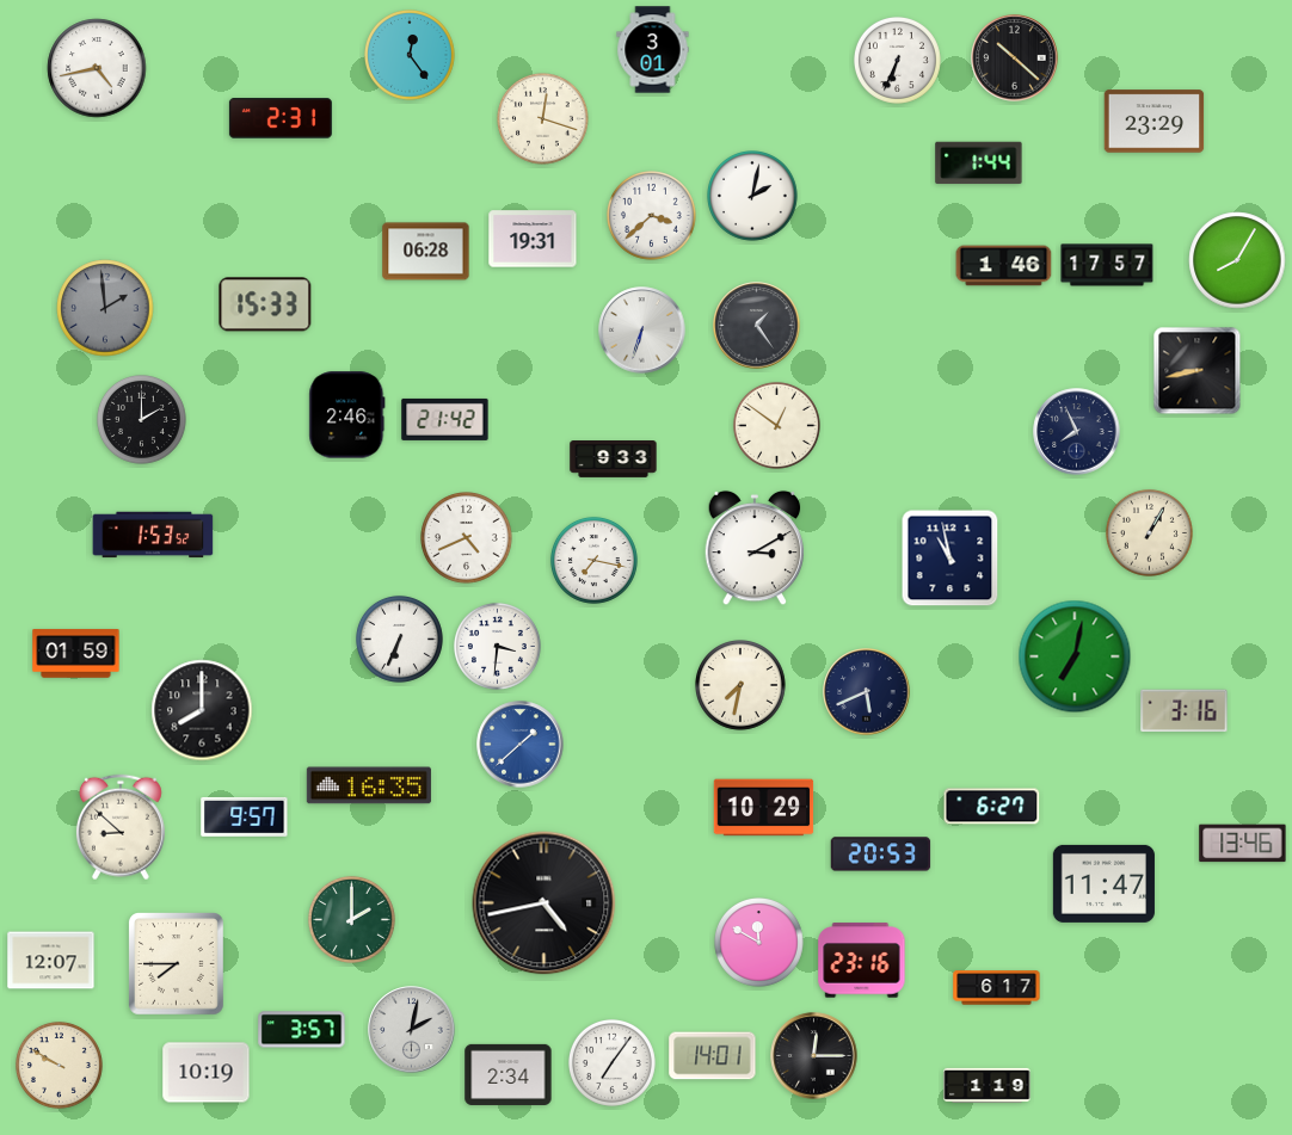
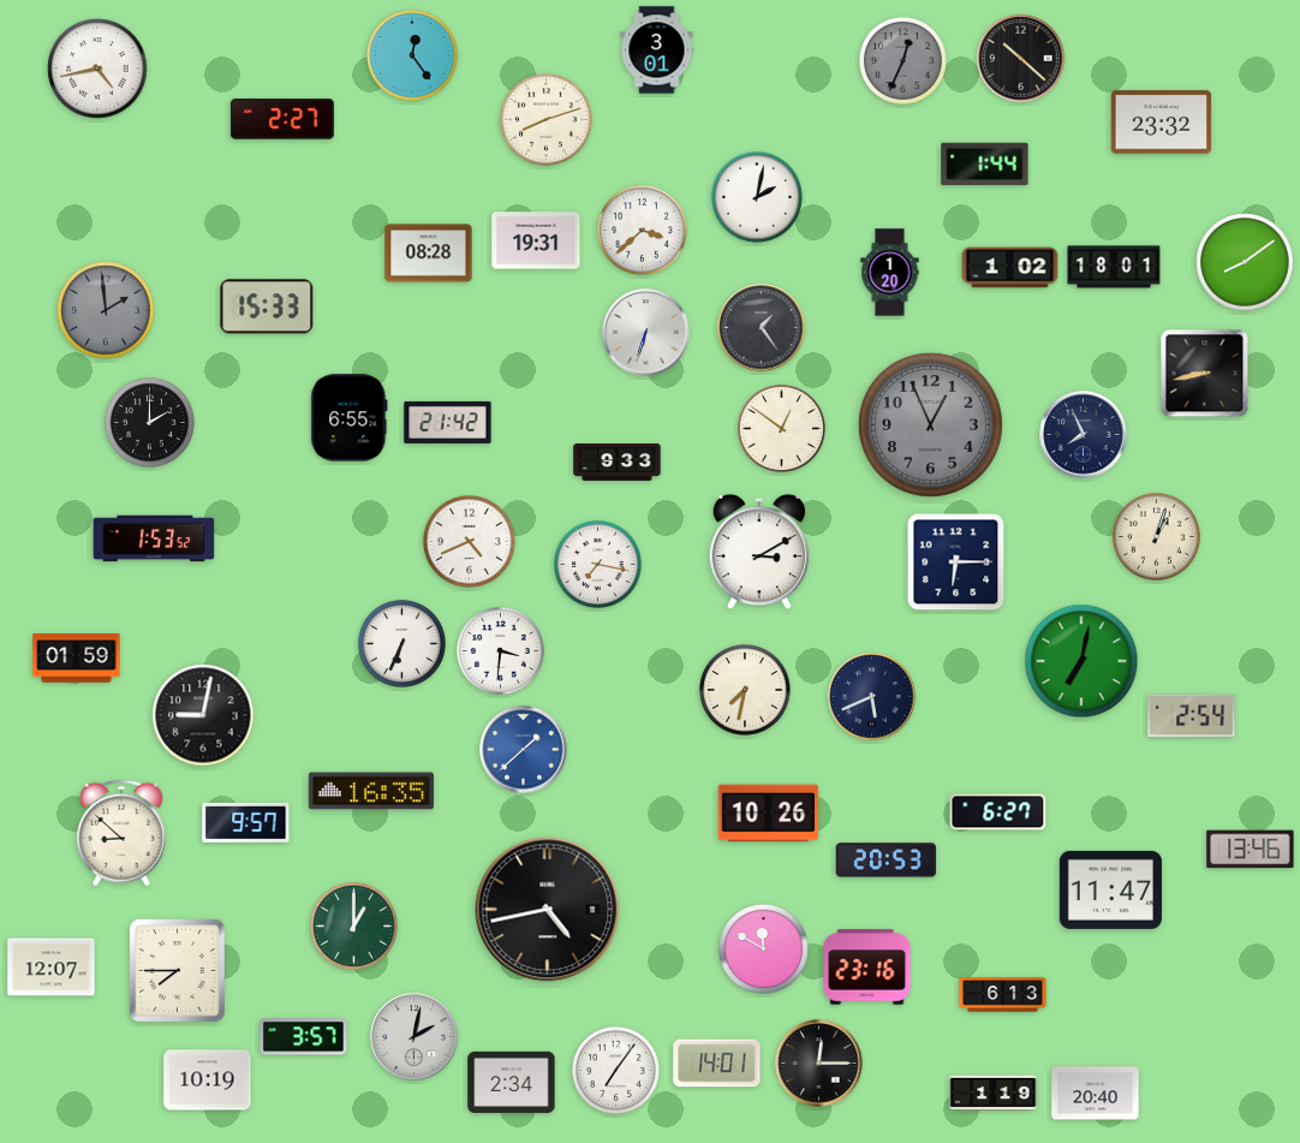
clock at (897, 60): 6:34 -> 12:34
clock at (897, 60) dial: white -> grey
clock at (281, 118): 2:31 -> 2:27
clock at (543, 119): 12:18 -> 8:12
clock at (1155, 122): 23:29 -> 23:32
clock at (652, 216) position: (652, 216) -> (643, 231)
clock at (426, 252): 06:28 -> 08:28
clock at (1237, 260): 8:05 -> 8:09
clock at (1107, 265): 17:57 -> 18:01
clock at (1004, 266): 1:46 -> 1:02
clock at (890, 273): none -> 1:20
clock at (347, 415): 2:46 -> 6:55
clock at (142, 420) position: (142, 420) -> (150, 423)
clock at (930, 424): none -> 12:56
clock at (1149, 532): 1:05 -> 1:03
clock at (950, 559): 10:58 -> 6:15
clock at (202, 710): 8:00 -> 9:02
clock at (1185, 711): 3:16 -> 2:54
clock at (764, 808): 10:29 -> 10:26
clock at (351, 919): 2:00 -> 1:00
clock at (997, 988): 6:17 -> 6:13
clock at (59, 1065): 9:50 -> none
clock at (1096, 1094): none -> 20:40
